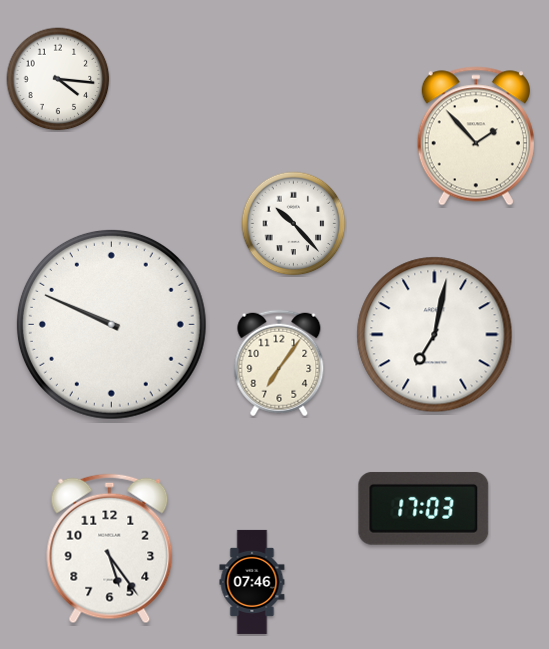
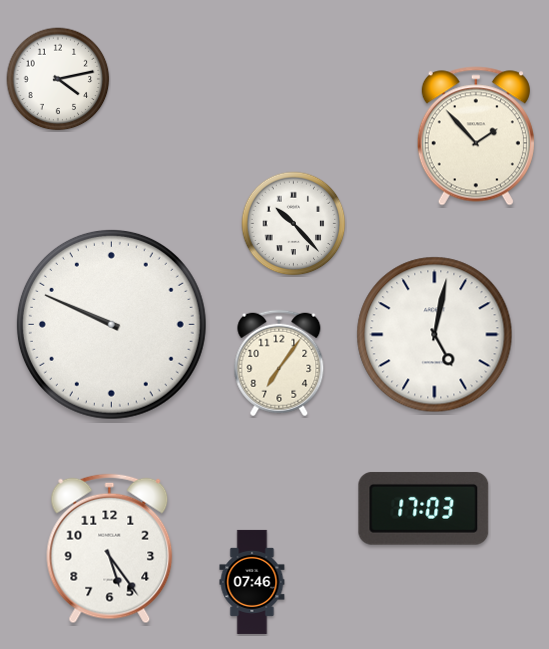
clock at (58, 79): 4:16 -> 4:13
clock at (435, 335): 7:02 -> 5:02
